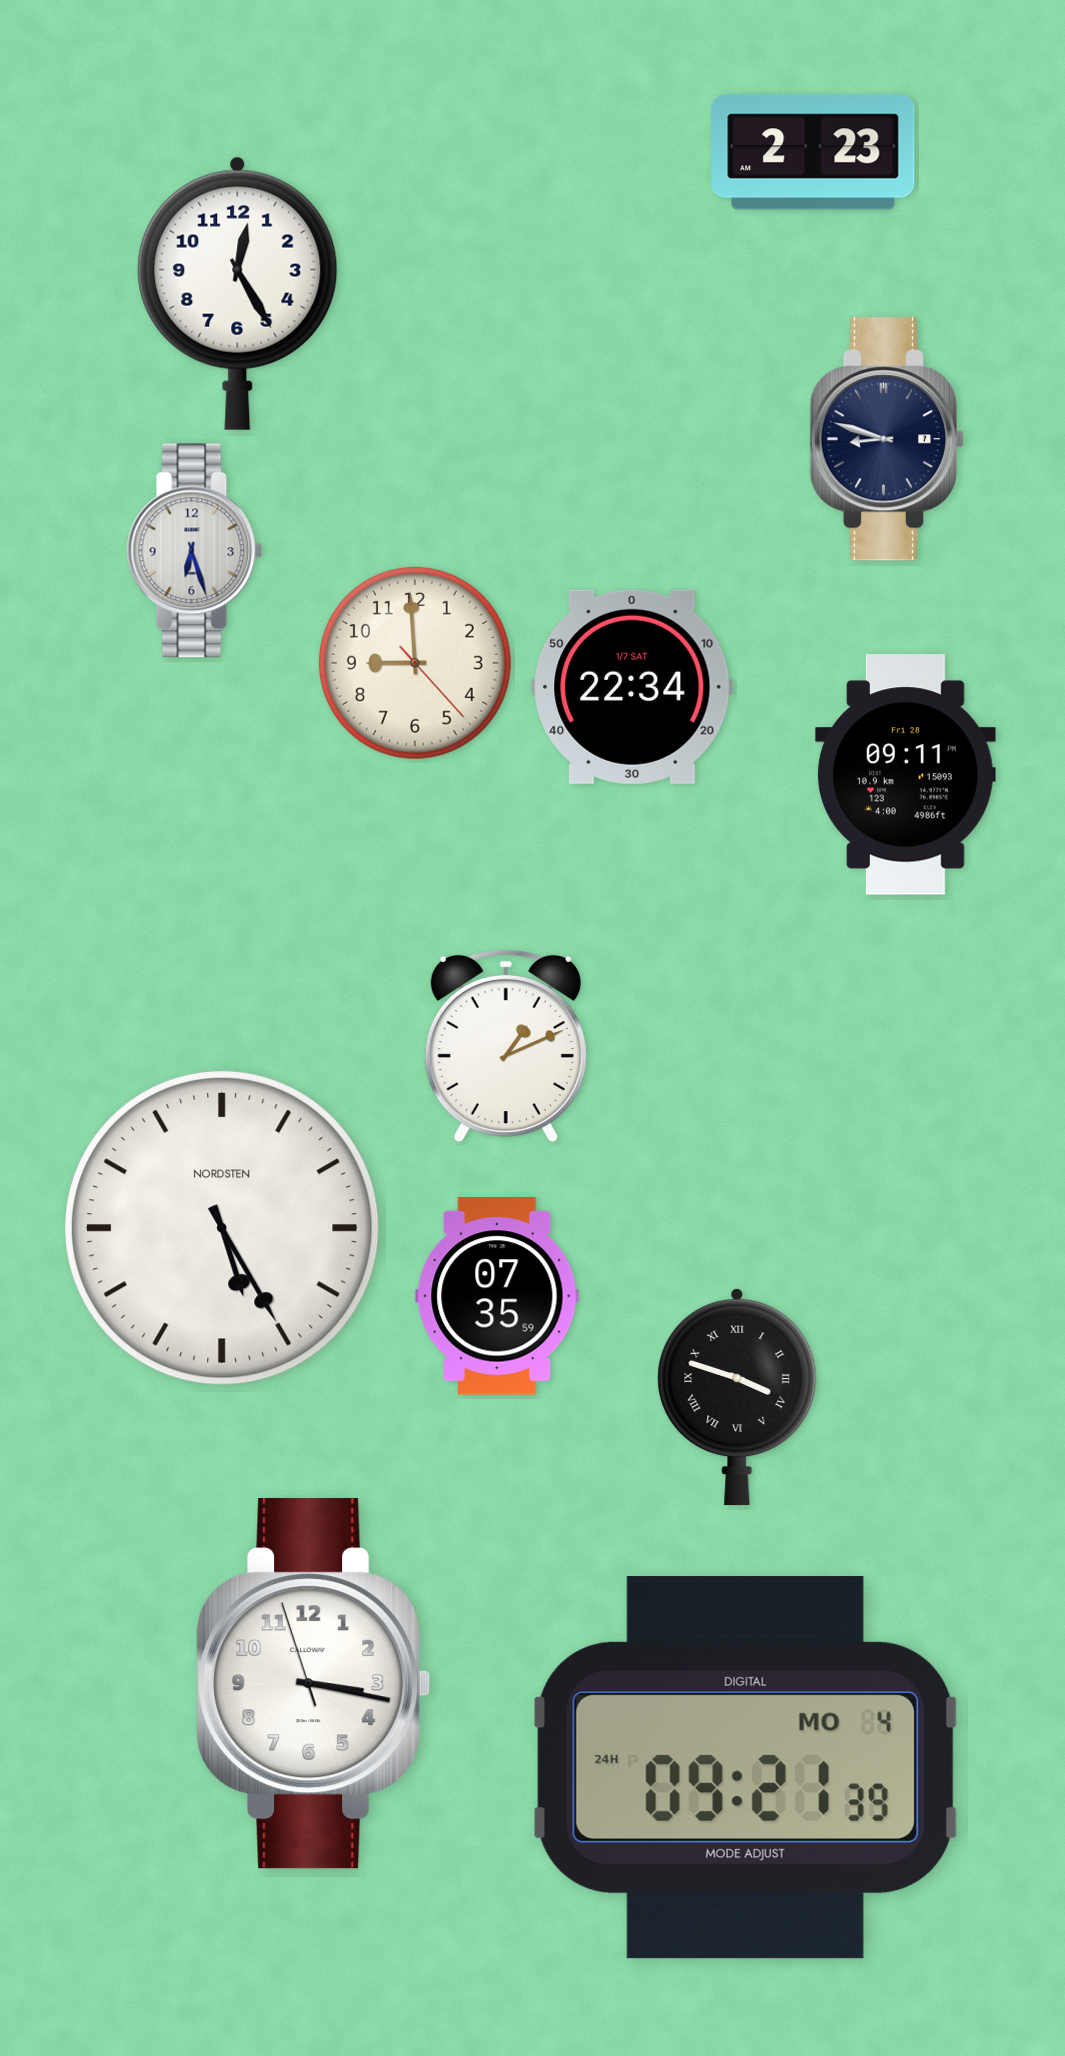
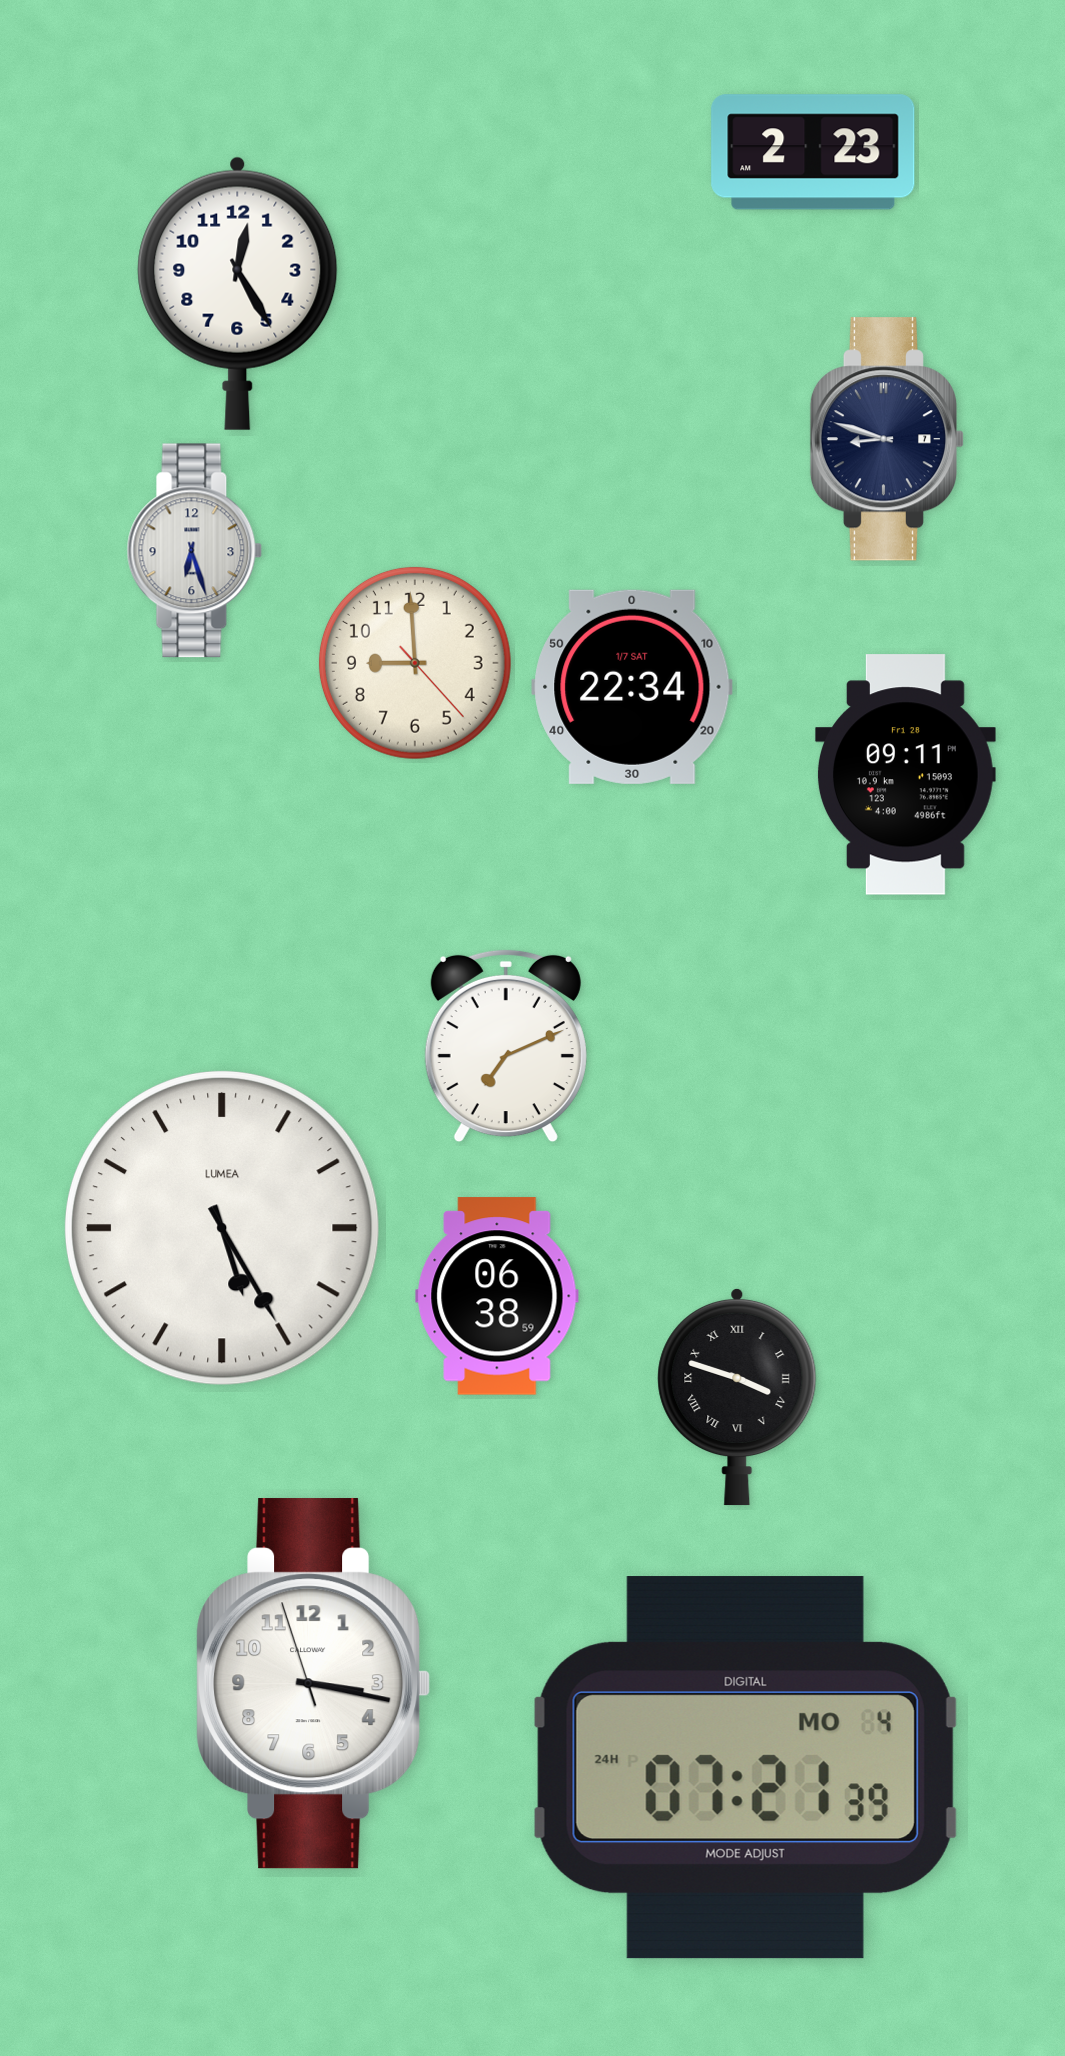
clock at (506, 1046): 1:11 -> 7:11
clock at (222, 1228) brand: NORDSTEN -> LUMEA
clock at (497, 1296): 07:35 -> 06:38
clock at (745, 1768): 09:21 -> 07:21
